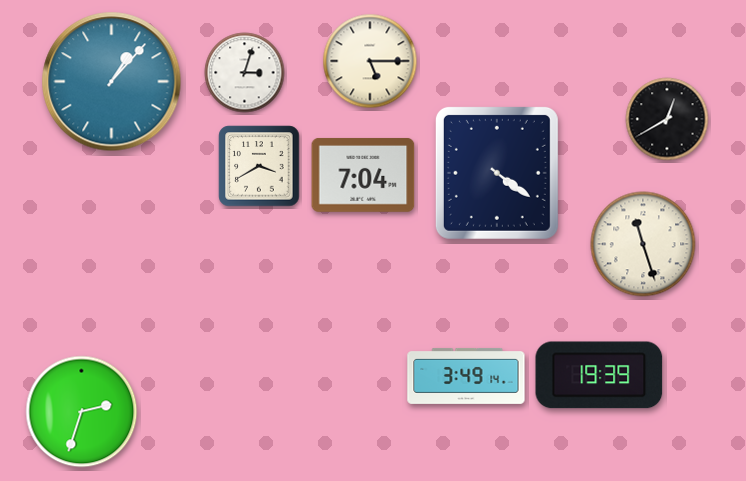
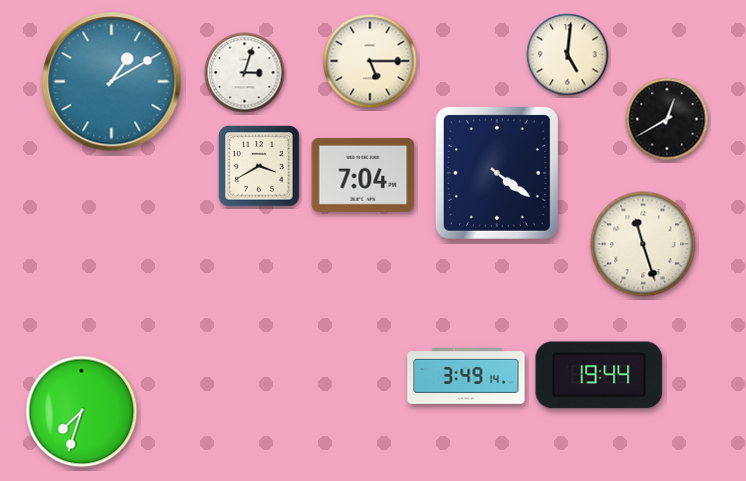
clock at (568, 55): none -> 5:01
clock at (112, 82): 1:07 -> 1:10
clock at (599, 375): 19:39 -> 19:44
clock at (82, 412): 2:33 -> 7:33
